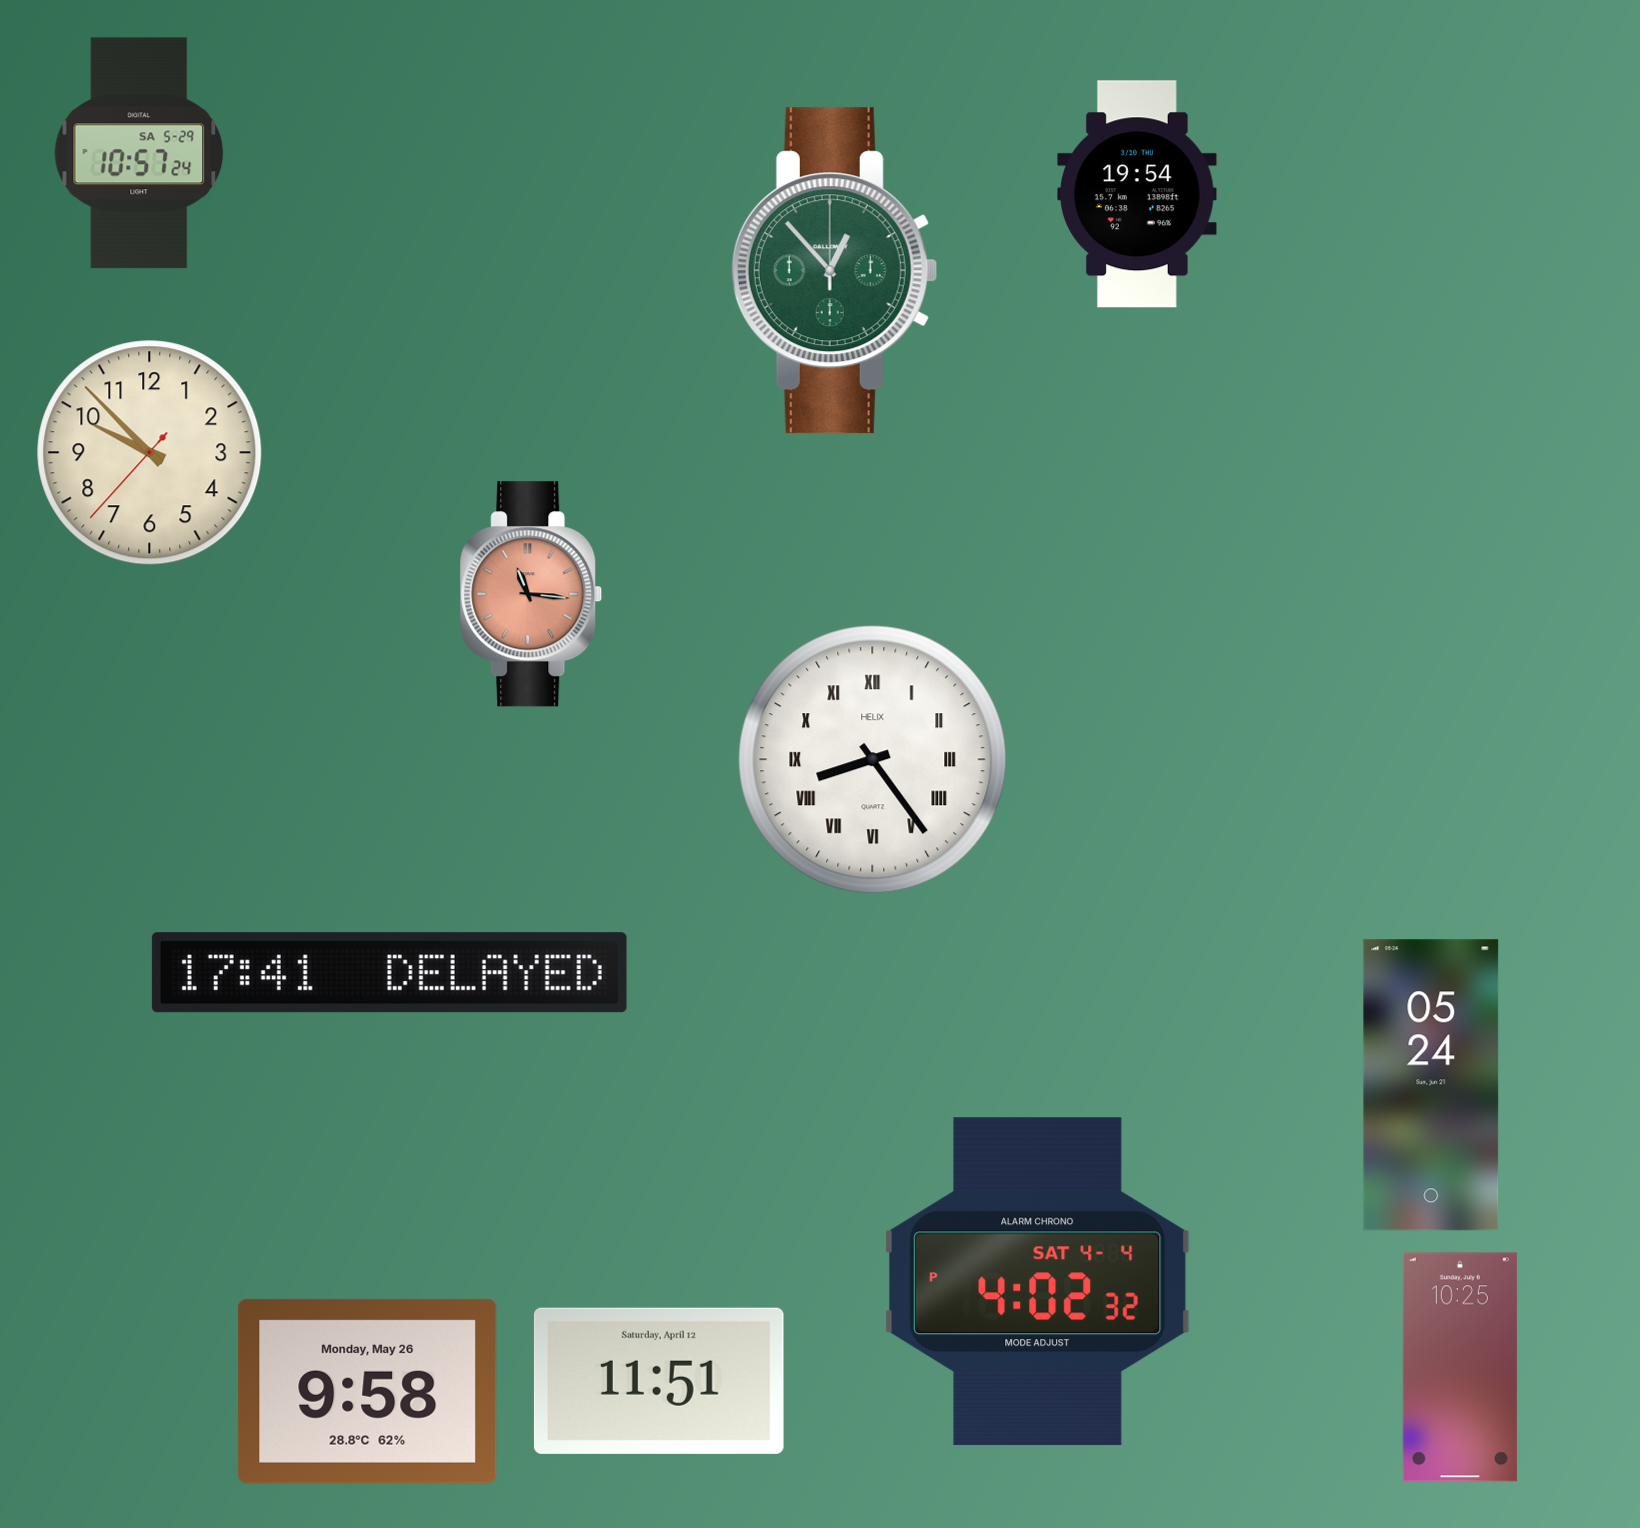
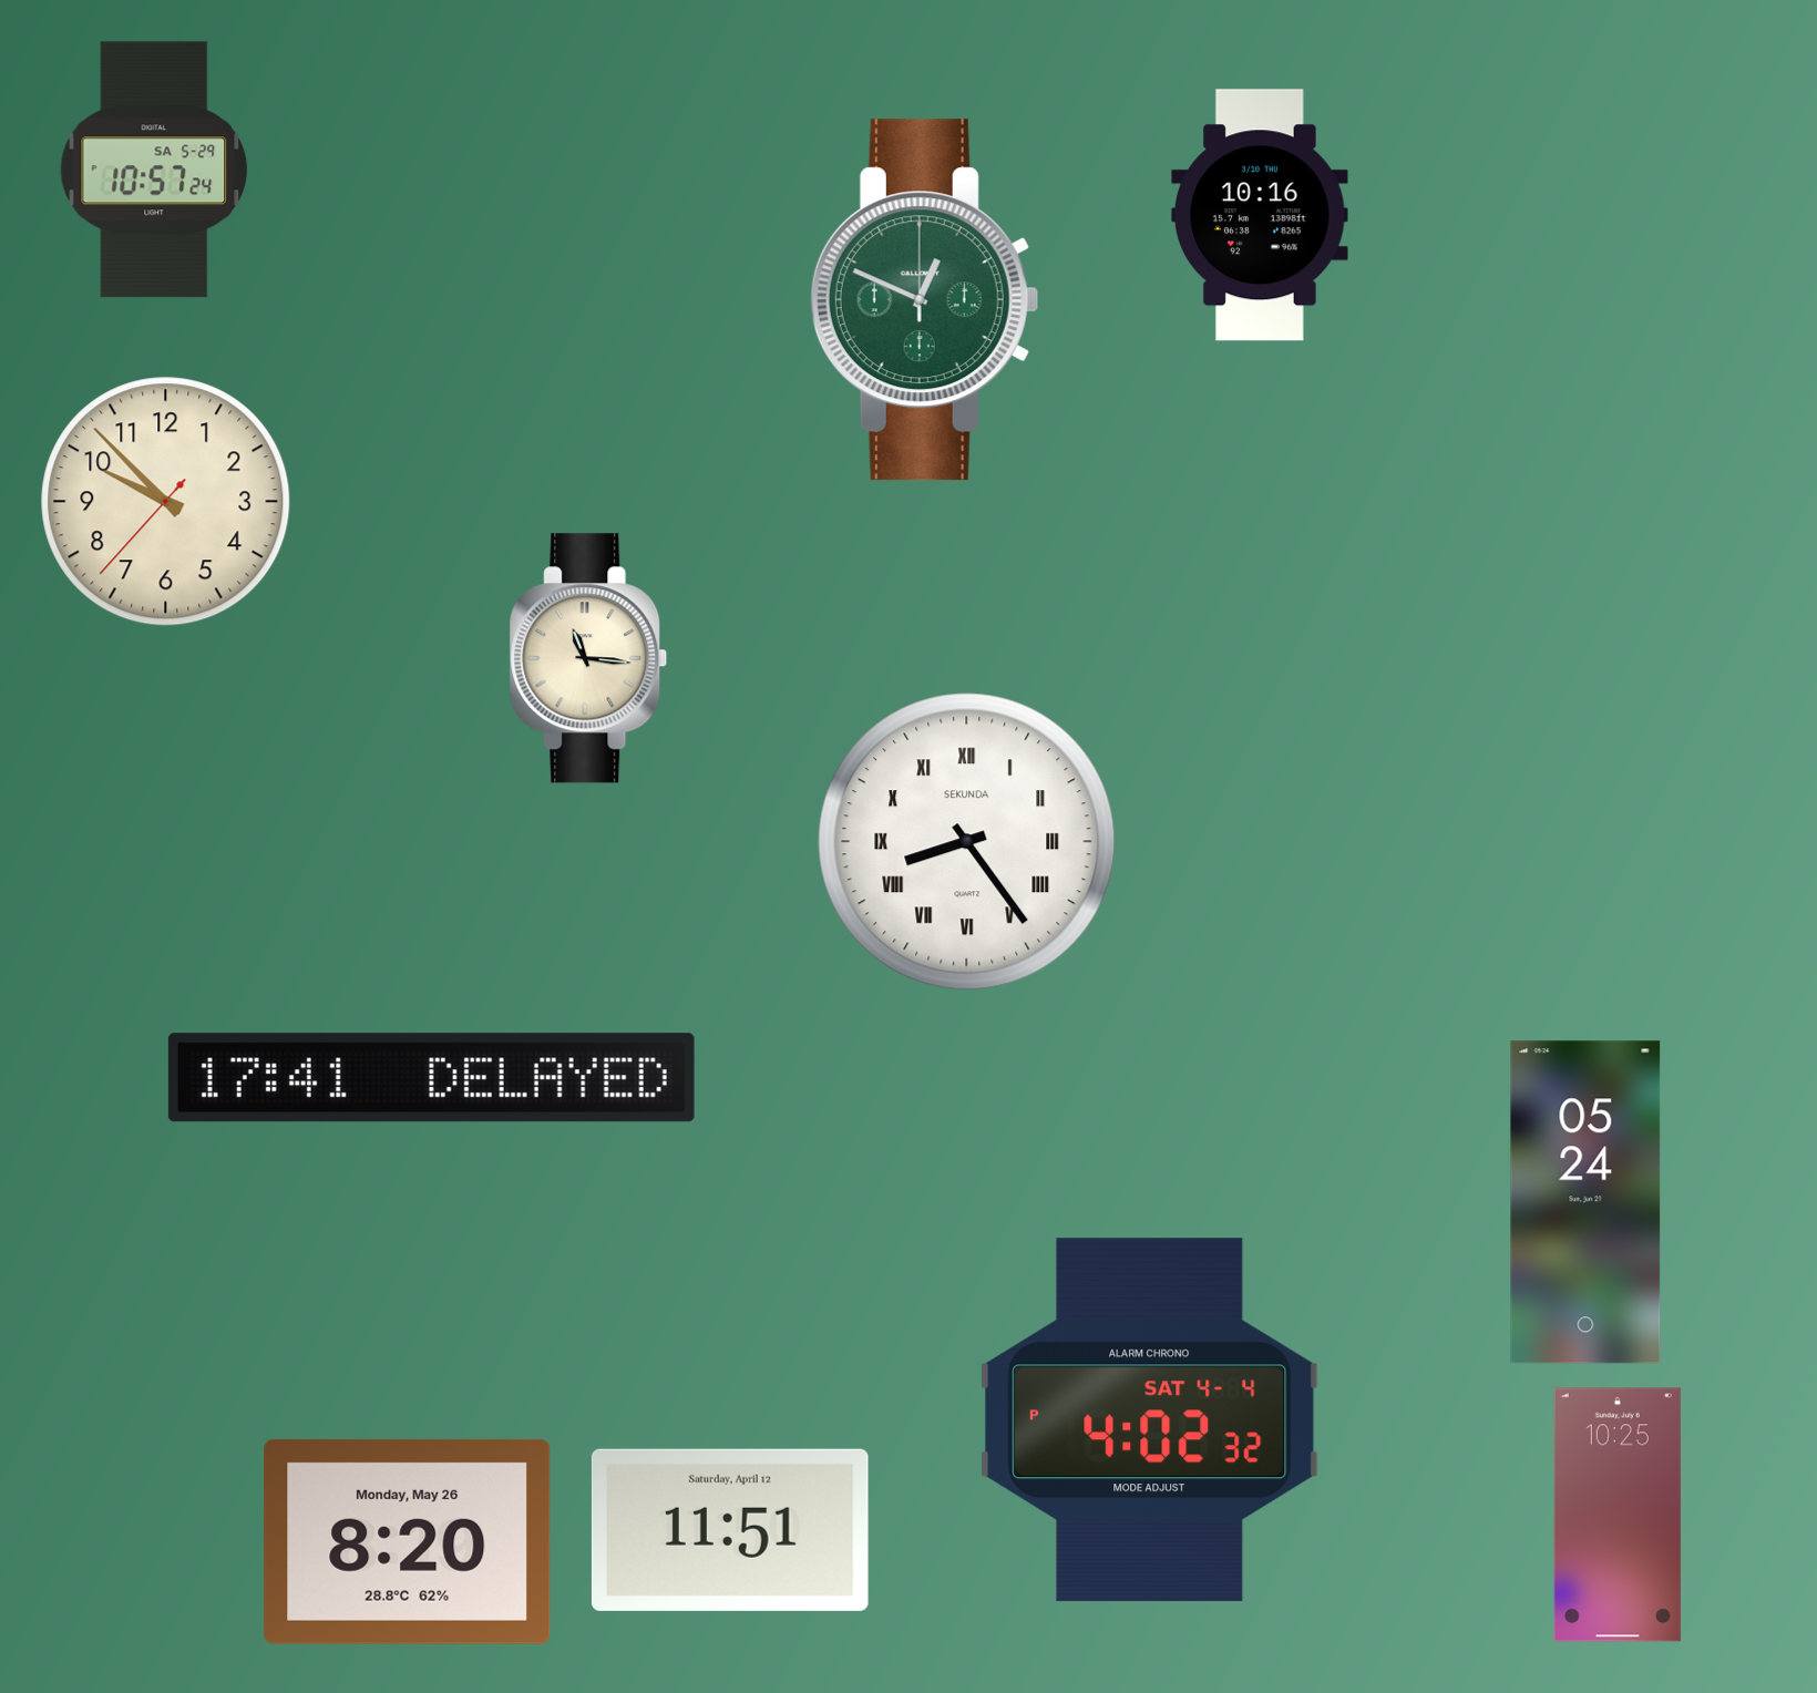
clock at (1137, 194): 19:54 -> 10:16
clock at (834, 271): 12:53 -> 12:49
clock at (531, 594) dial: salmon -> cream
clock at (873, 760) brand: HELIX -> SEKUNDA
clock at (368, 1391): 9:58 -> 8:20
